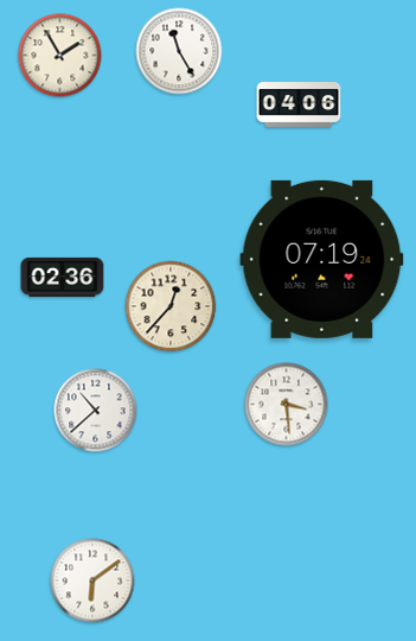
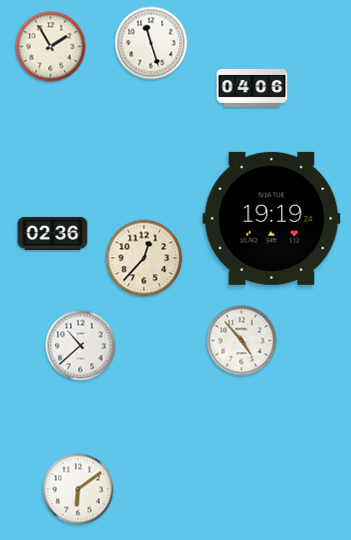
clock at (179, 51): 11:25 -> 11:27
clock at (322, 259): 07:19 -> 19:19
clock at (287, 405): 3:29 -> 4:53
